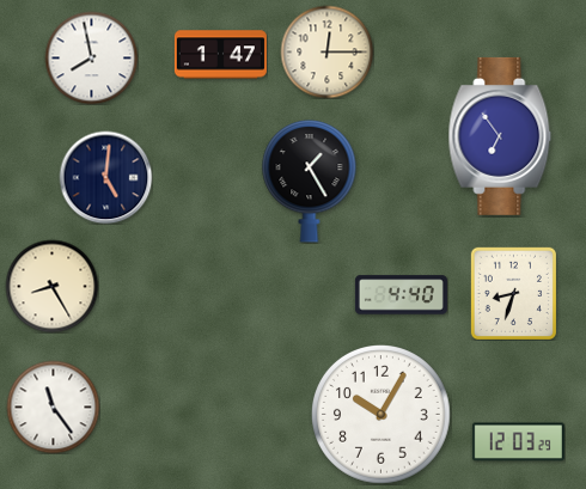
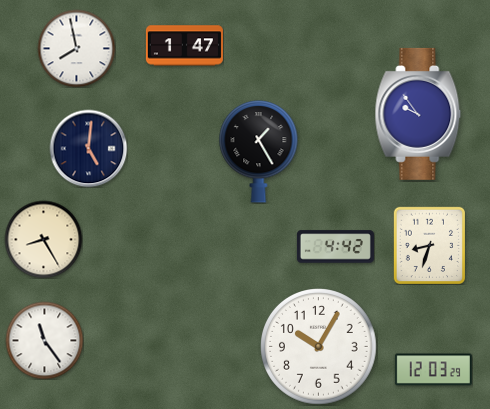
clock at (326, 51): 12:15 -> none
clock at (500, 136): 6:54 -> 9:54
clock at (401, 295): 4:40 -> 4:42
